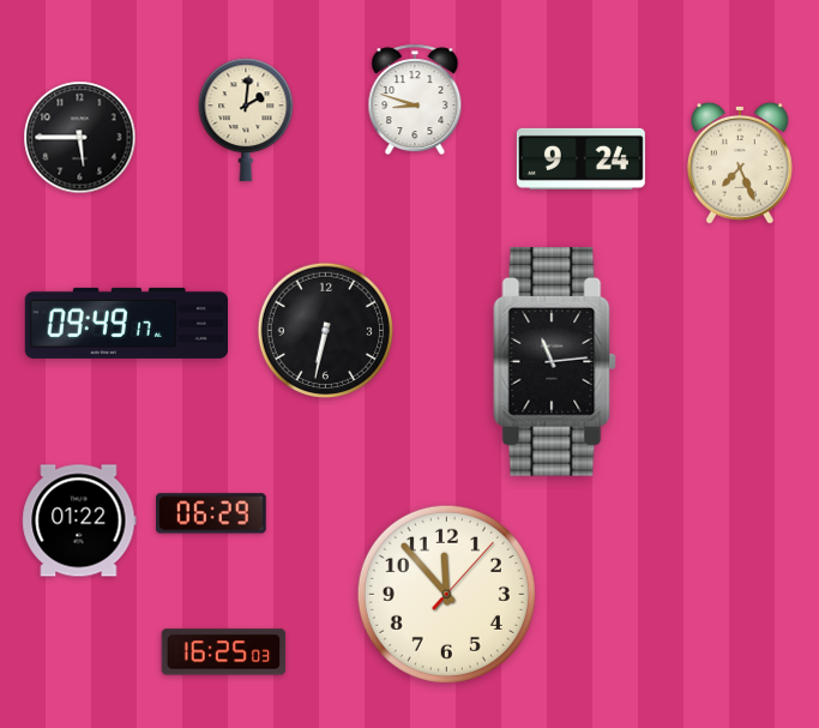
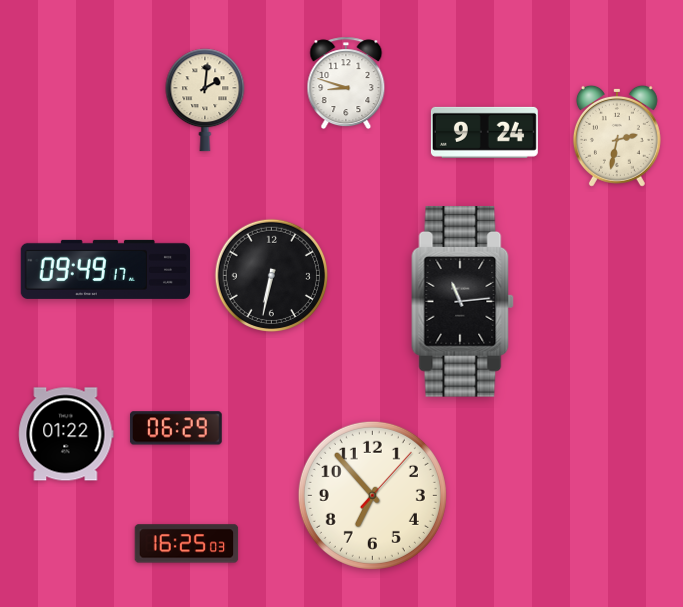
clock at (80, 138): 5:45 -> none
clock at (740, 163): 7:26 -> 2:32
clock at (446, 594): 11:53 -> 6:53
